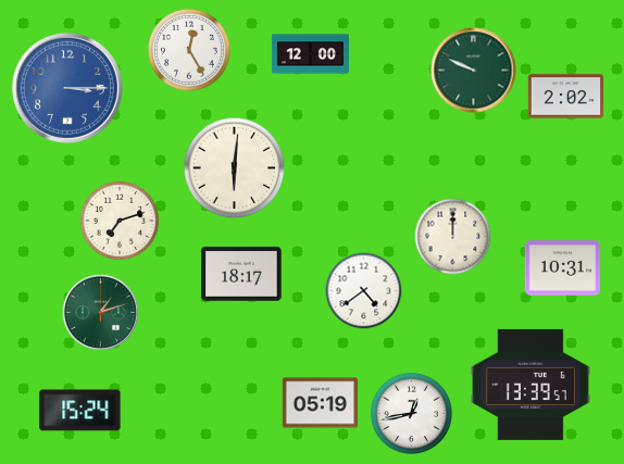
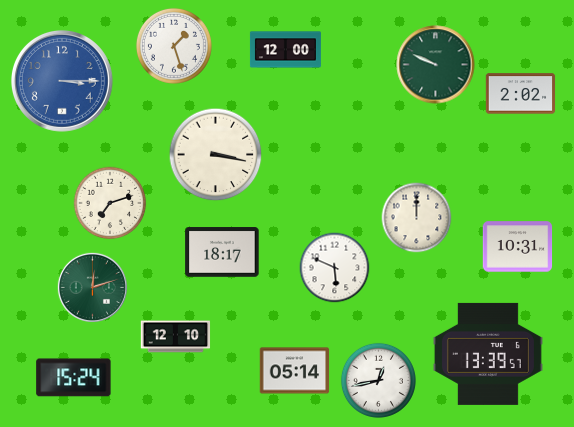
clock at (189, 50): 12:25 -> 1:27
clock at (566, 97) position: (566, 97) -> (521, 94)
clock at (235, 168): 6:01 -> 3:17
clock at (364, 291): 4:39 -> 5:49
clock at (100, 312): 1:12 -> 12:12
clock at (176, 337): none -> 12:10
clock at (321, 403): 05:19 -> 05:14
